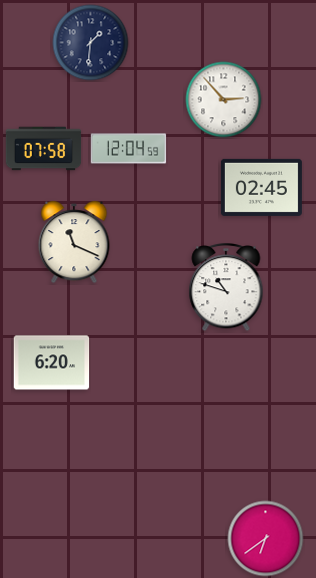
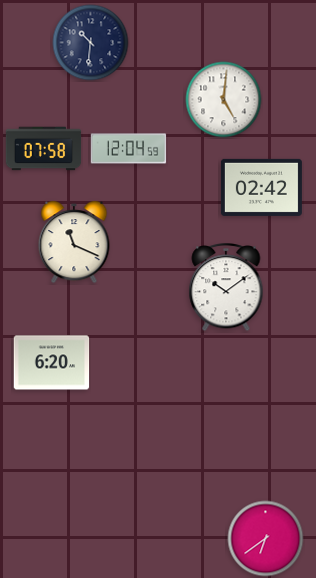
clock at (91, 43): 1:31 -> 10:31
clock at (224, 100): 2:53 -> 5:01
clock at (261, 187): 02:45 -> 02:42
clock at (226, 288): 10:48 -> 10:09
